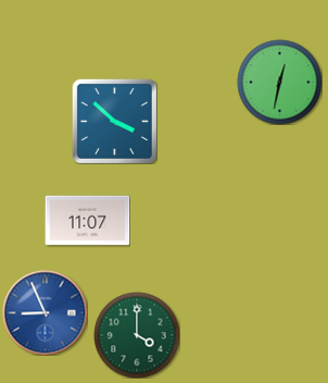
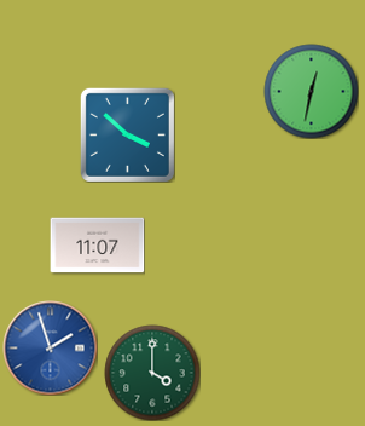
clock at (45, 312): 8:56 -> 1:57
